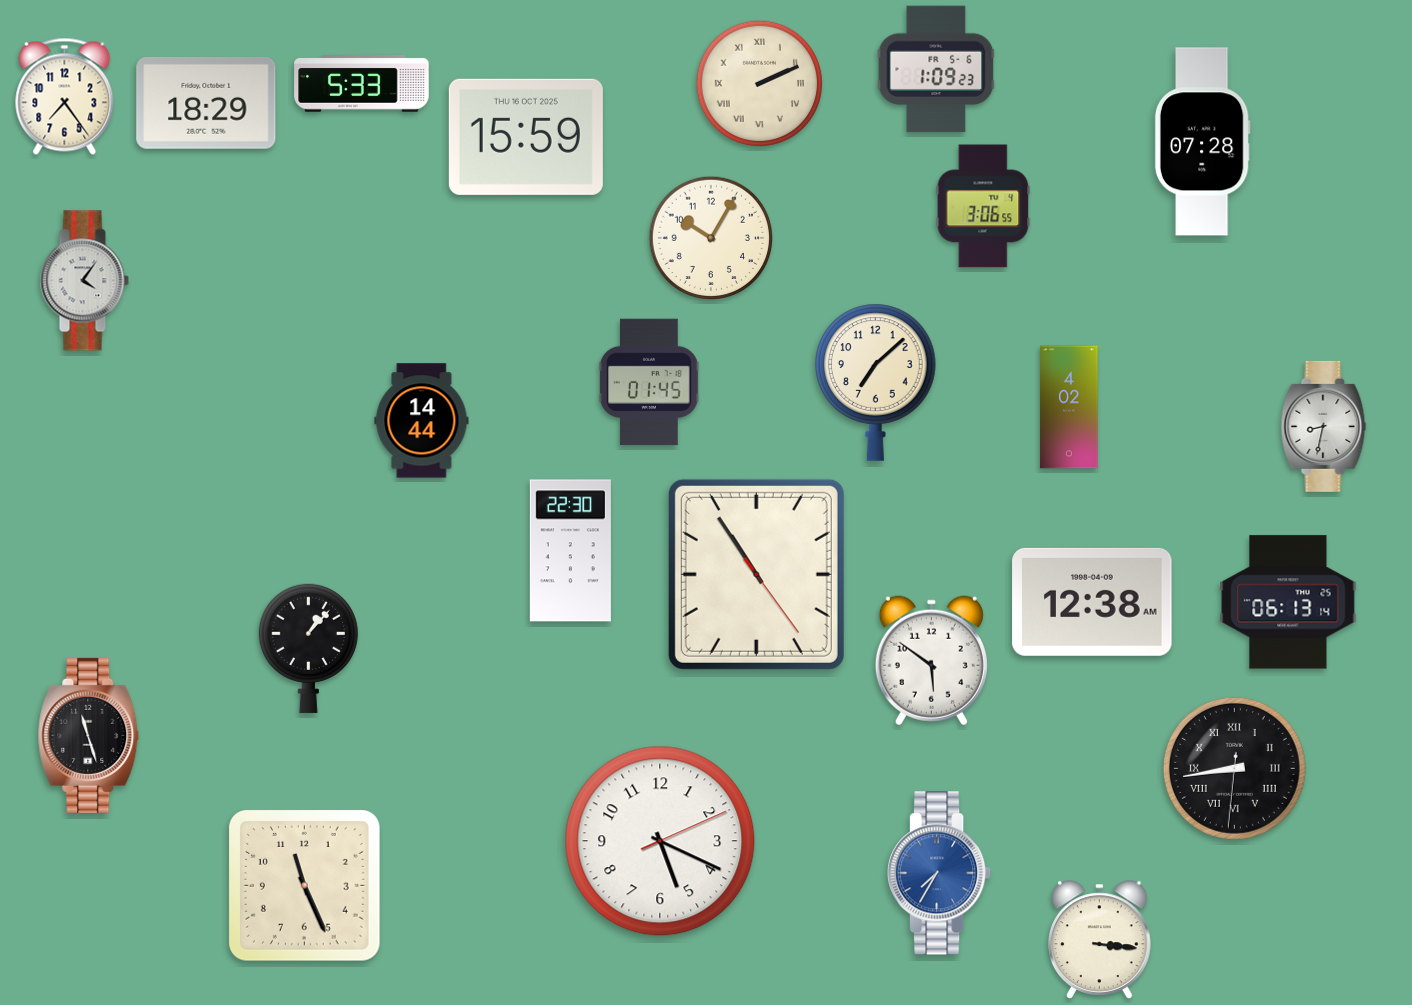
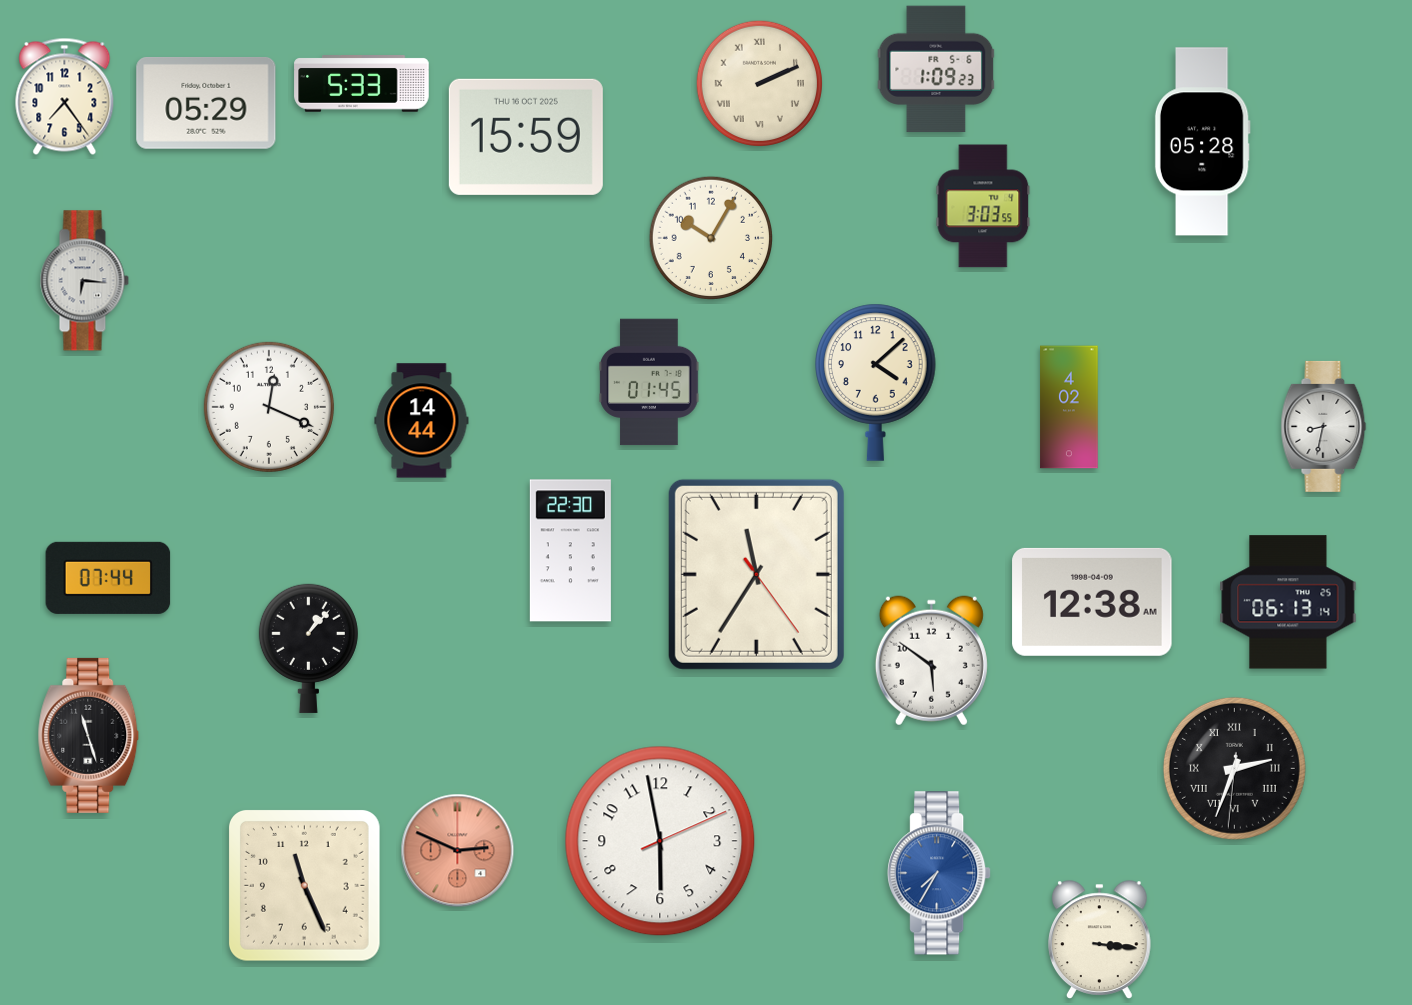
clock at (206, 103): 18:29 -> 05:29
clock at (1202, 142): 07:28 -> 05:28
clock at (983, 206): 3:06 -> 3:03
clock at (84, 281): 4:06 -> 6:16
clock at (876, 382): 7:08 -> 4:08
clock at (269, 407): none -> 12:19
clock at (756, 574): 10:54 -> 11:35
clock at (108, 578): none -> 07:44
clock at (1234, 768): 8:43 -> 2:33
clock at (660, 841): 5:19 -> 5:58
clock at (458, 851): none -> 2:49
